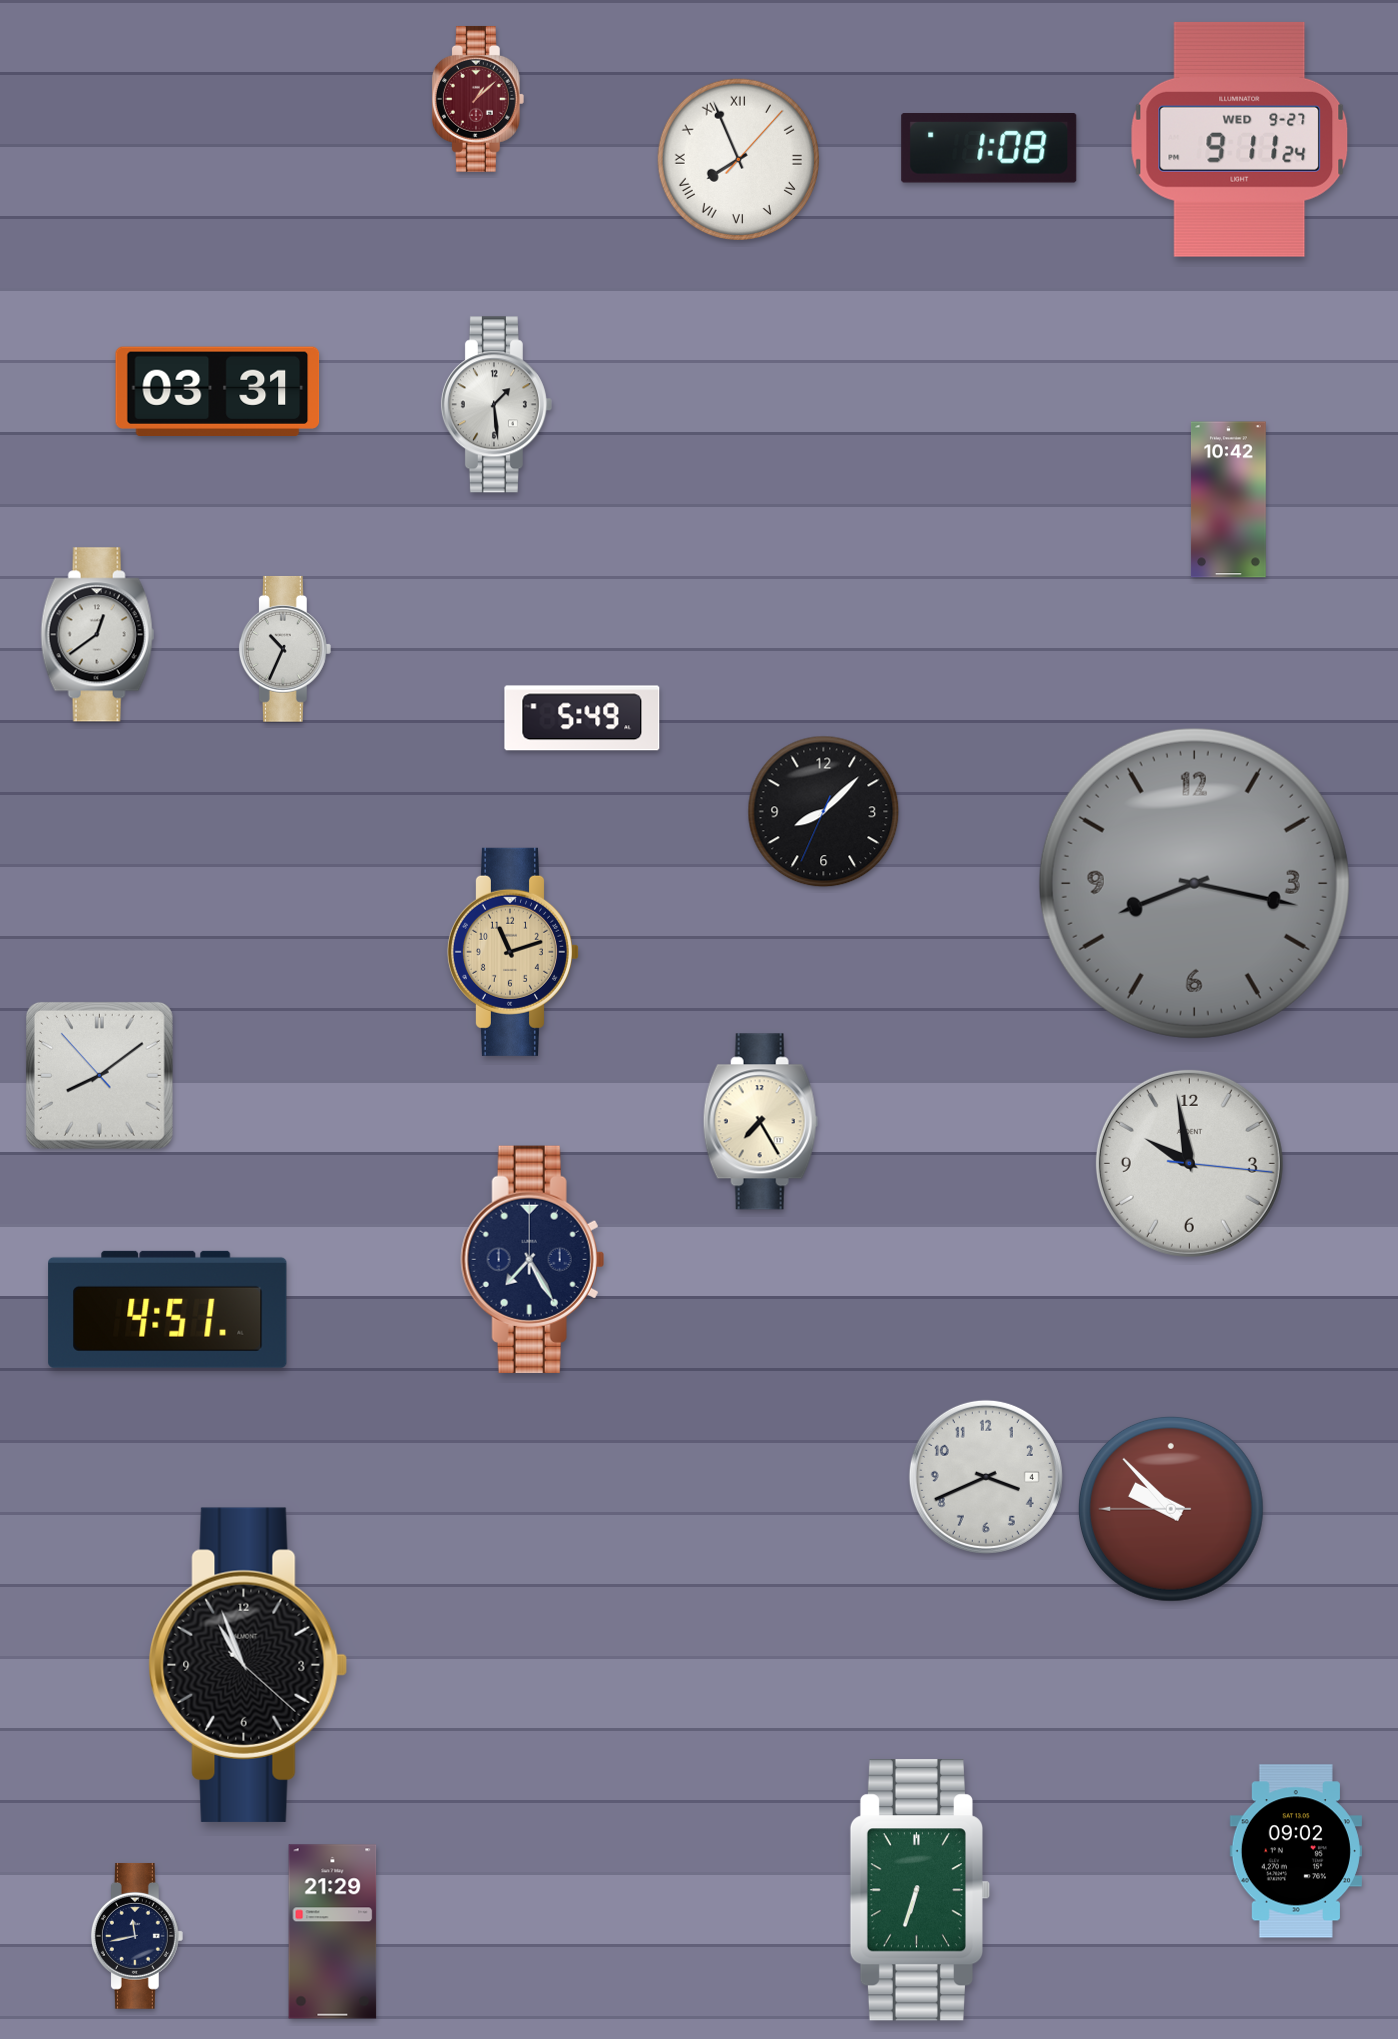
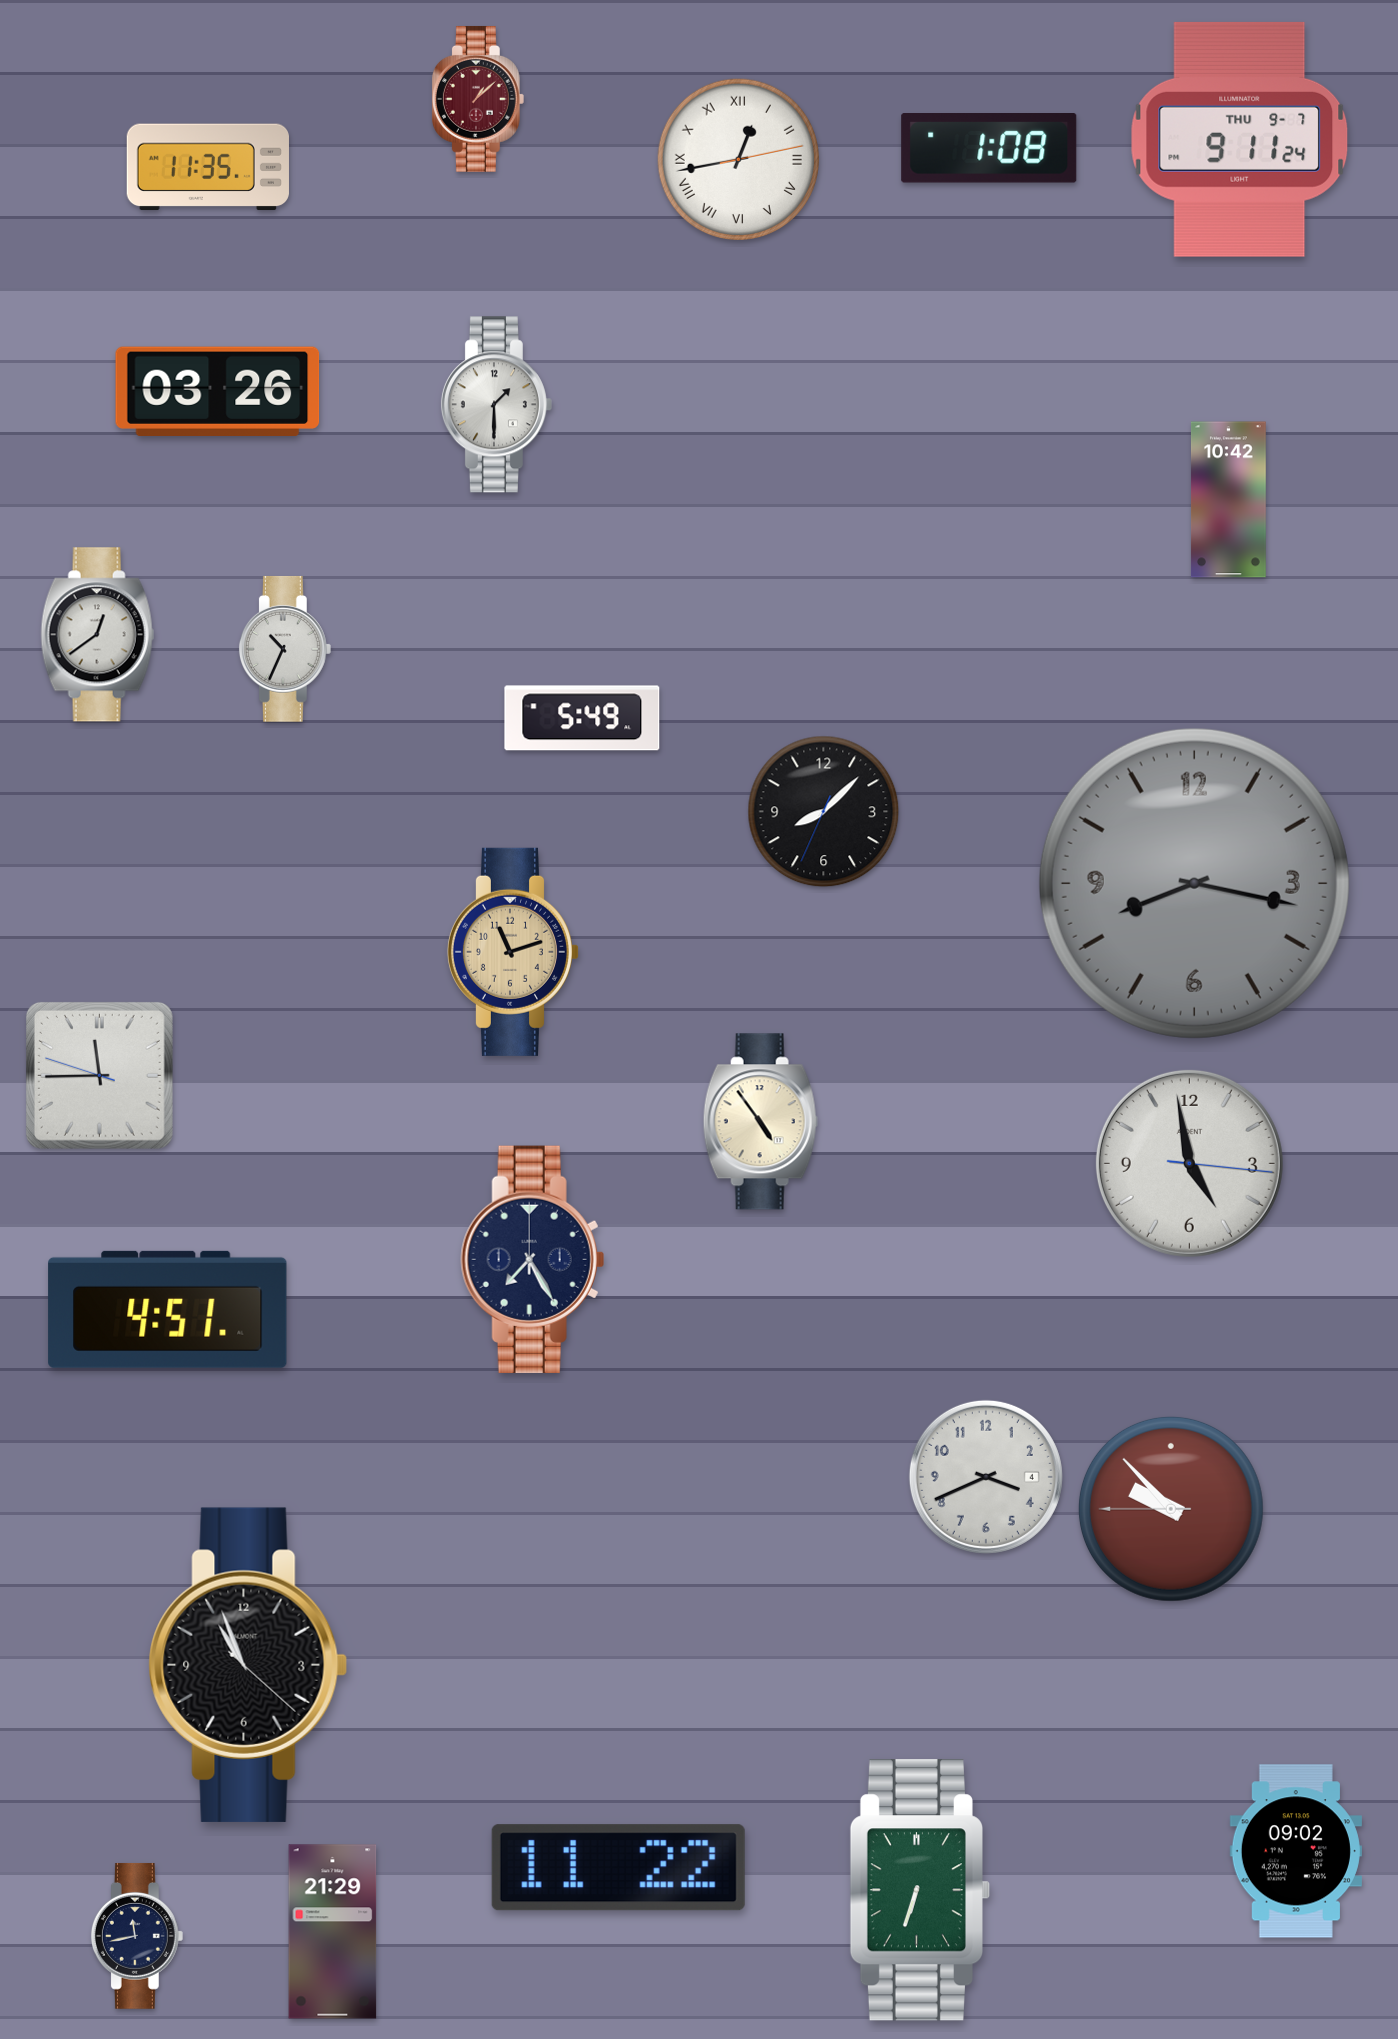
clock at (1240, 139) date: WED 9-27 -> THU 9-7
clock at (738, 159): 7:56 -> 12:43
clock at (208, 167): none -> 11:35
clock at (218, 391): 03:31 -> 03:26
clock at (496, 405): 1:29 -> 1:30
clock at (99, 1075): 8:08 -> 11:44
clock at (760, 1122): 7:25 -> 4:54
clock at (1189, 1163): 9:58 -> 4:58
clock at (618, 1868): none -> 11:22
